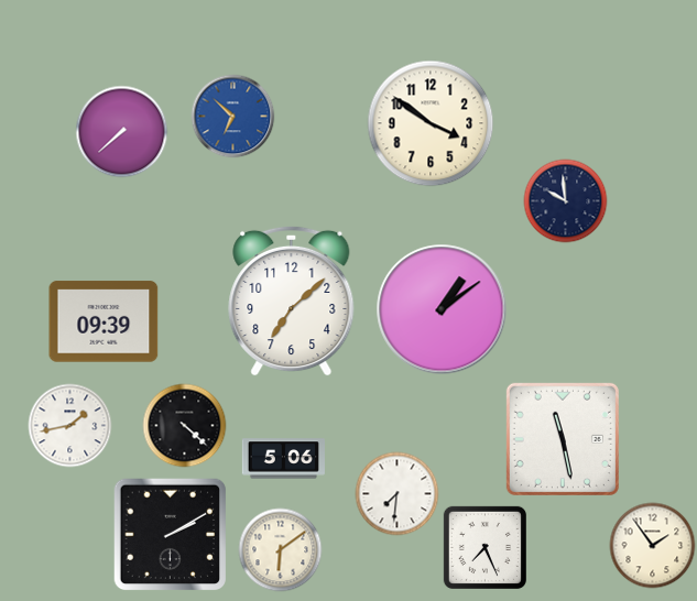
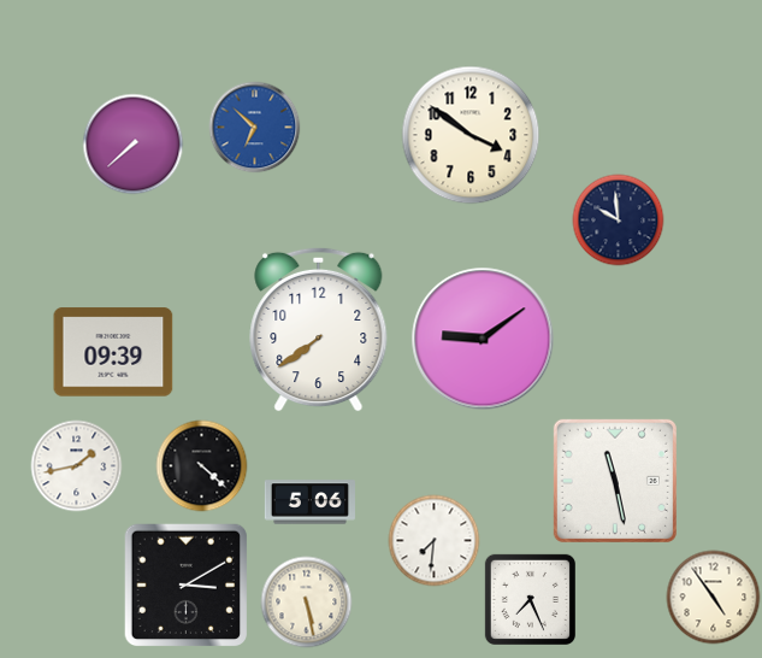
clock at (292, 300): 7:08 -> 7:39
clock at (442, 309): 1:09 -> 9:09
clock at (171, 535): 2:10 -> 3:10
clock at (653, 546): 1:54 -> 4:54
clock at (281, 550): 6:09 -> 5:28
